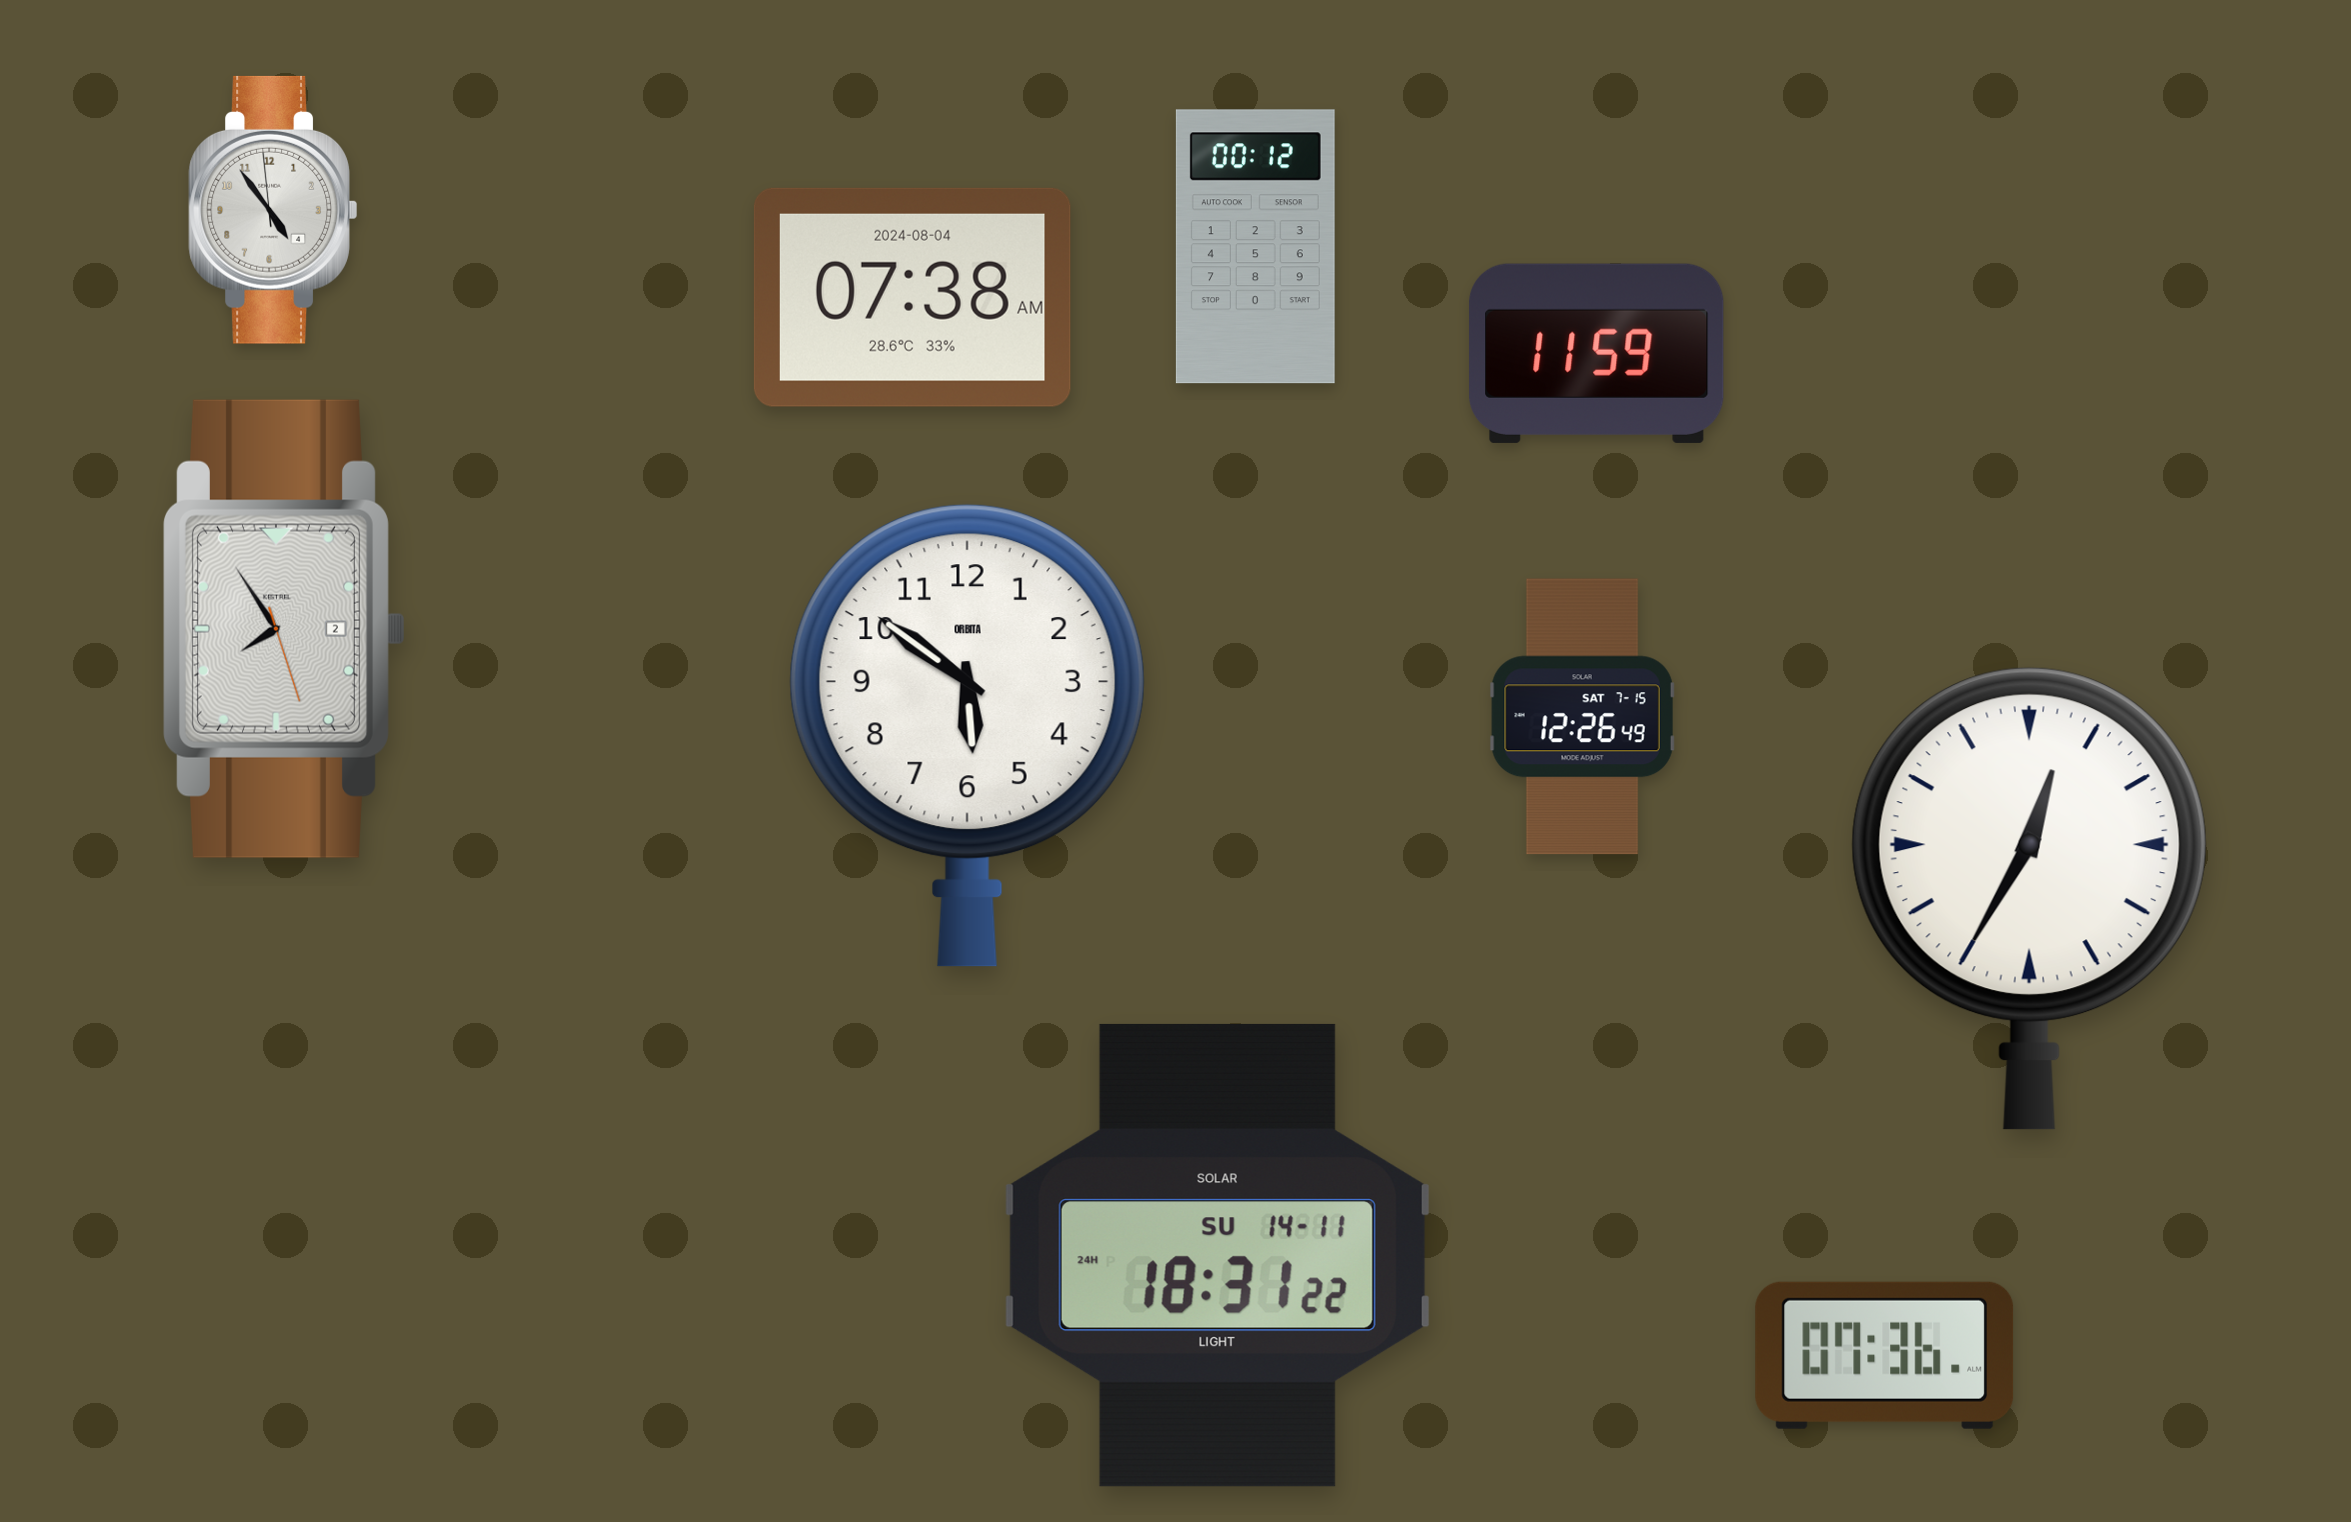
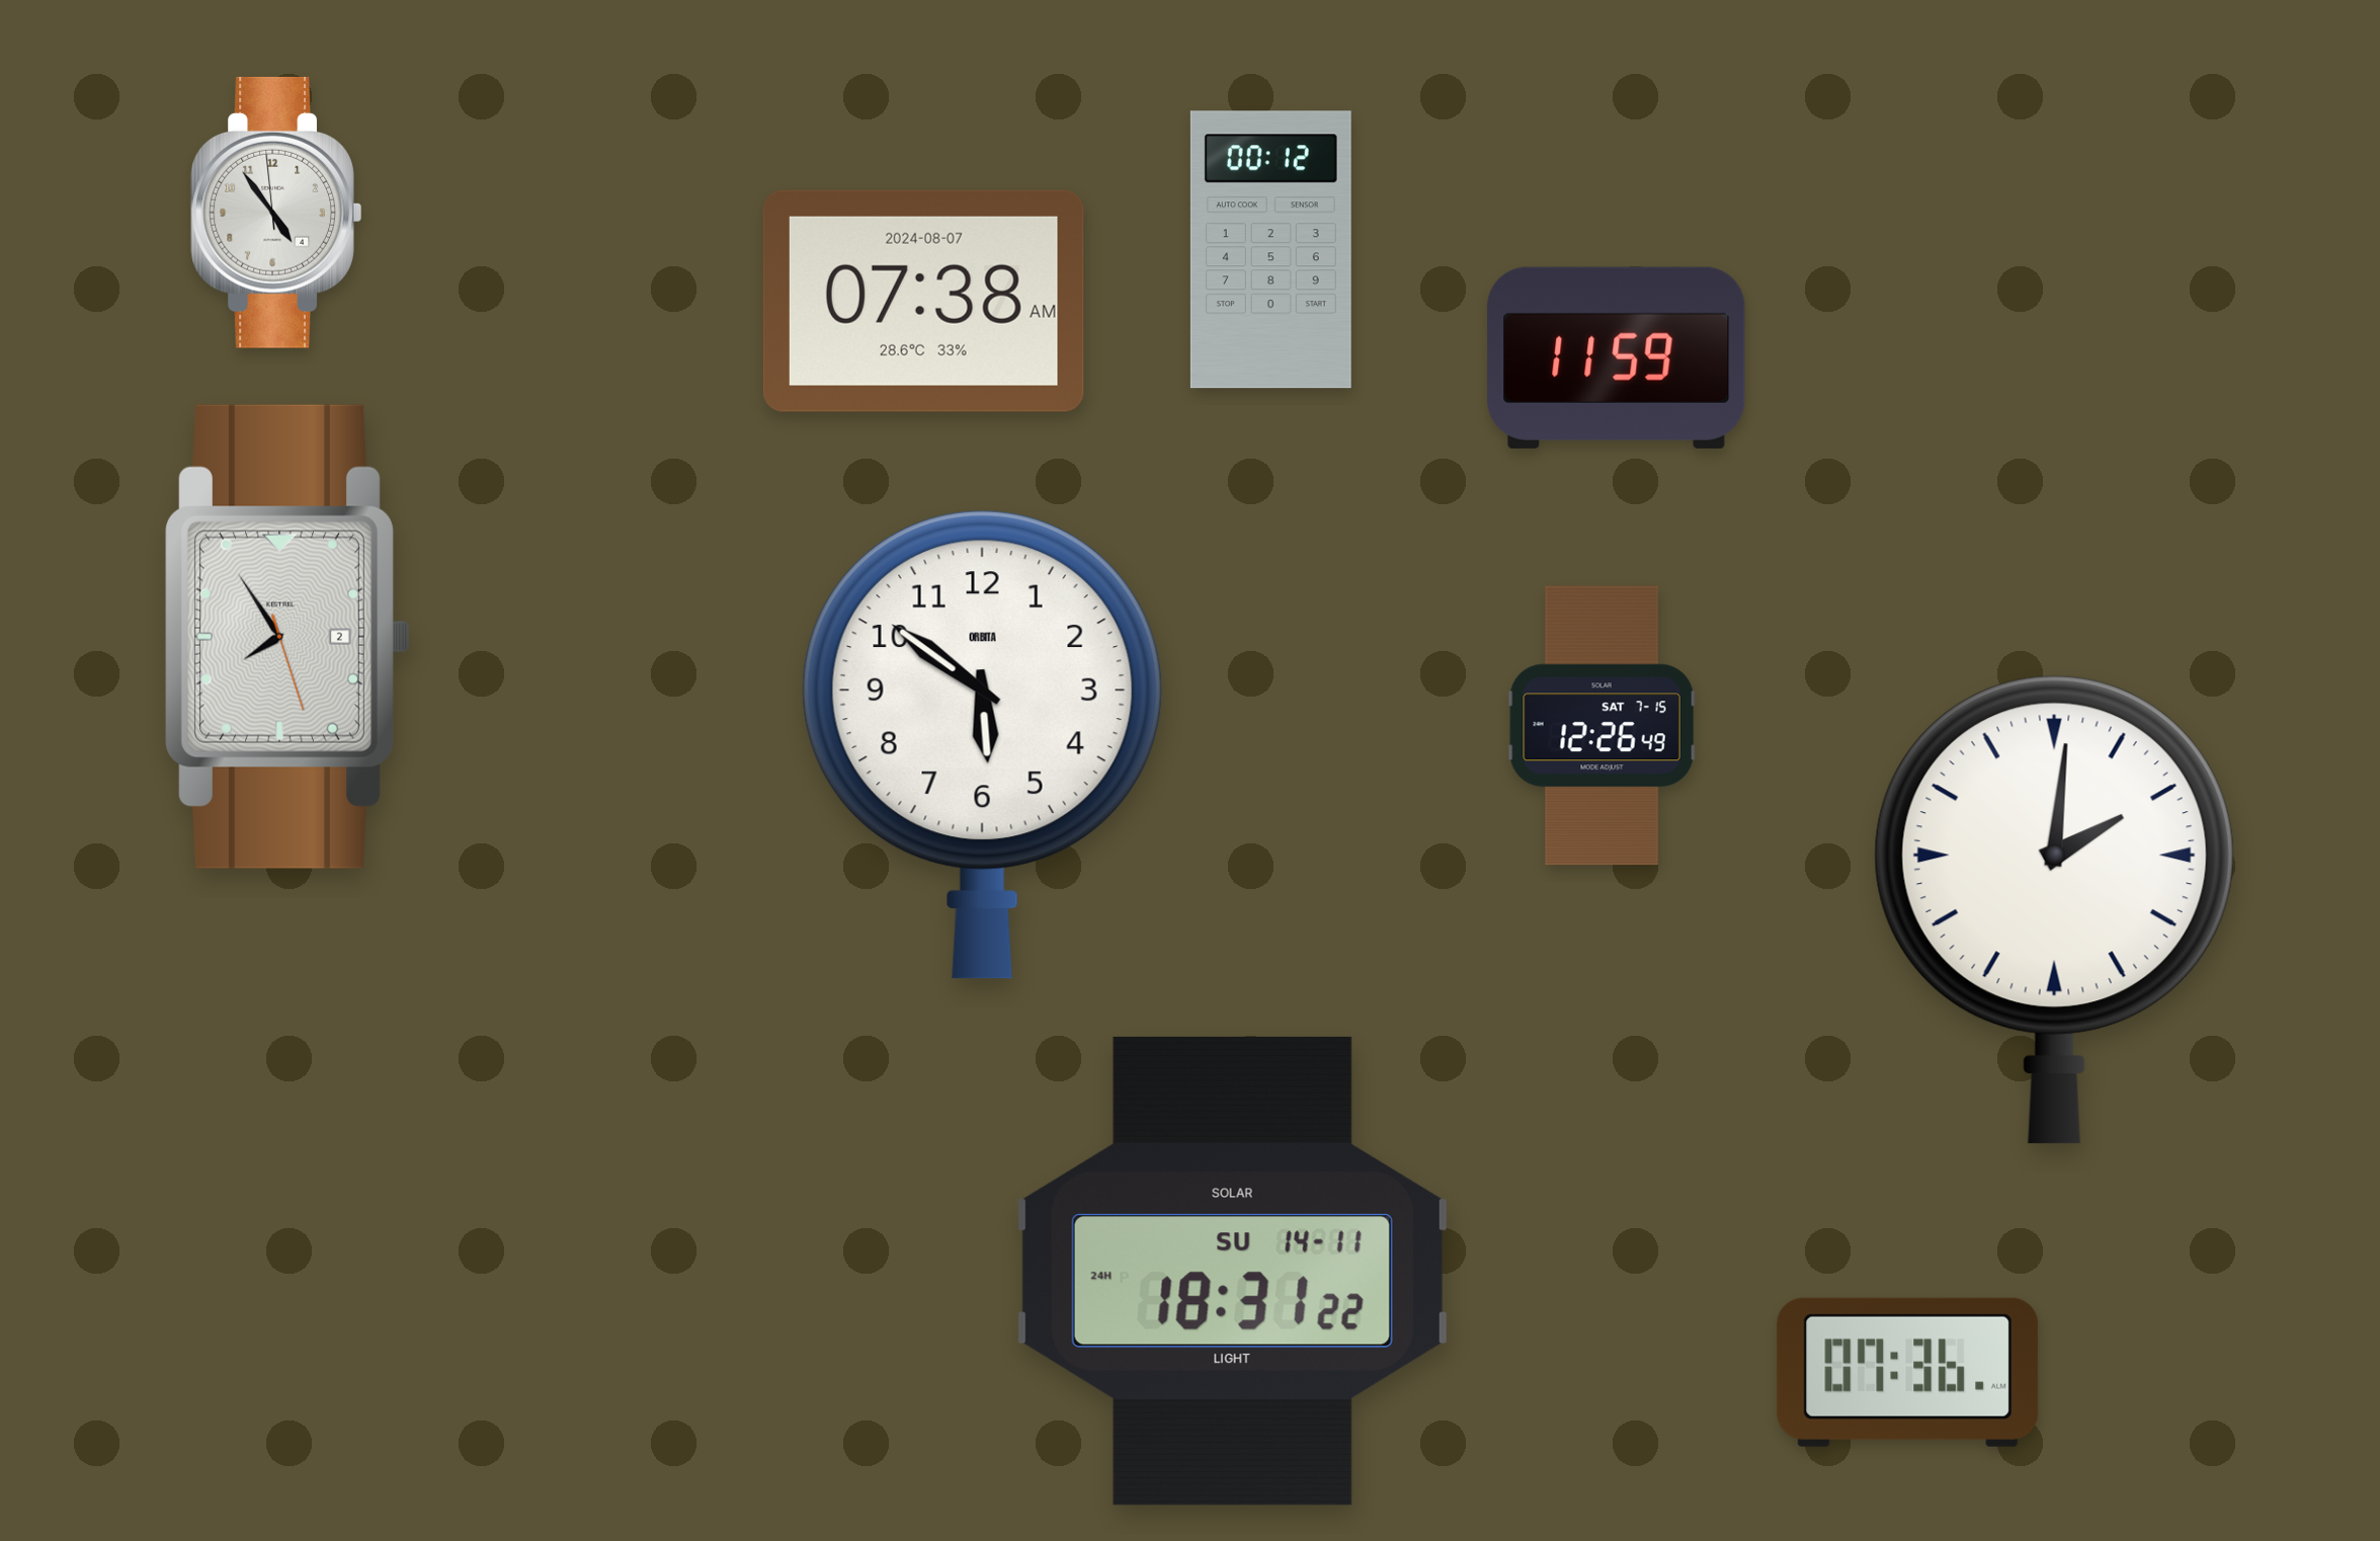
clock at (912, 297) date: 2024-08-04 -> 2024-08-07
clock at (967, 735) position: (967, 735) -> (982, 744)
clock at (2029, 898): 12:35 -> 2:01
